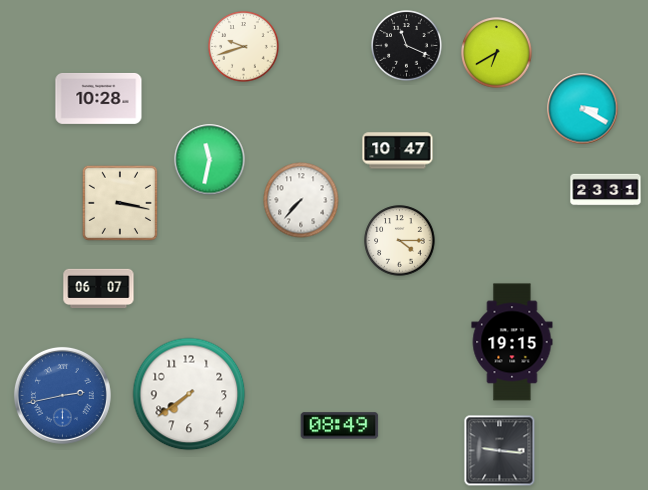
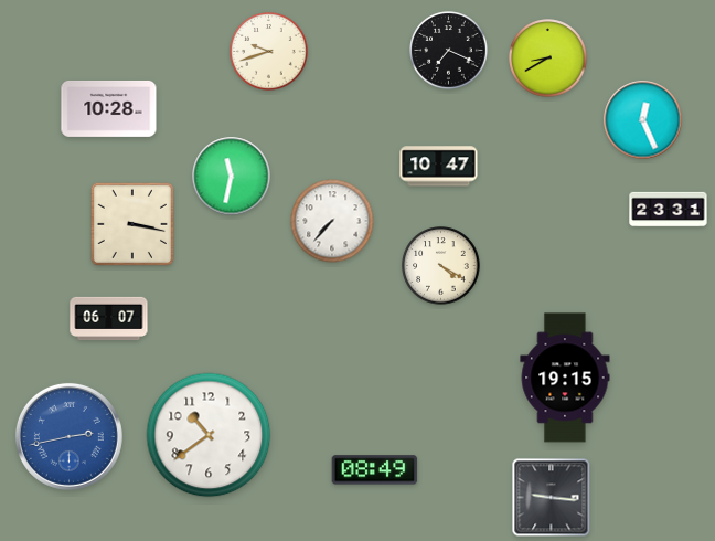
clock at (407, 46): 11:19 -> 7:19
clock at (497, 53): 6:40 -> 8:40
clock at (583, 109): 3:20 -> 12:26
clock at (400, 241): 4:15 -> 4:20
clock at (189, 394): 7:39 -> 10:39
